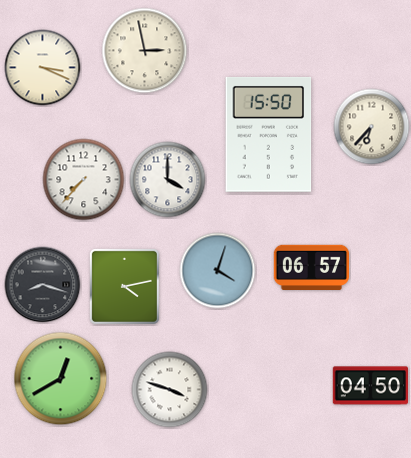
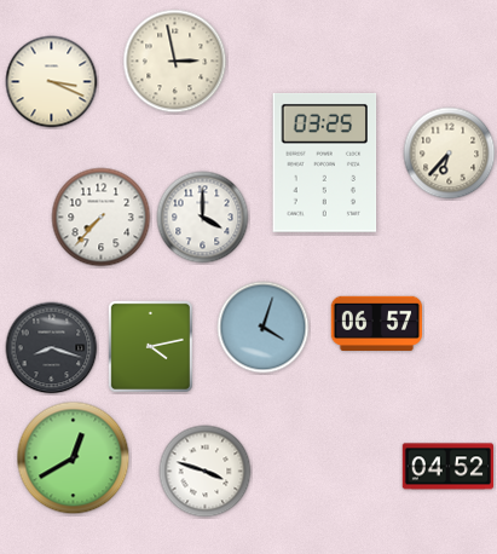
clock at (269, 135): 15:50 -> 03:25
clock at (43, 285) position: (43, 285) -> (52, 348)
clock at (371, 386): 04:50 -> 04:52
